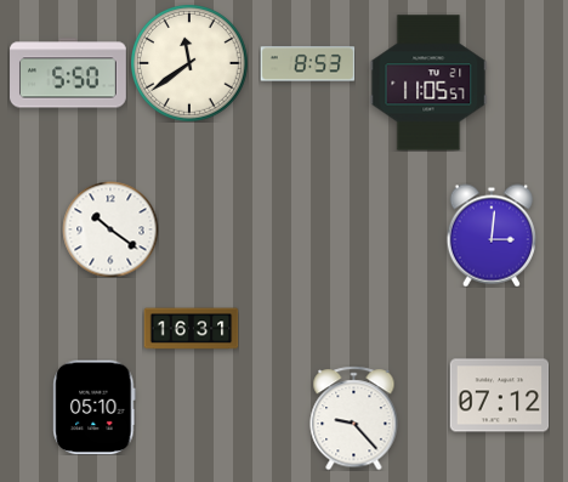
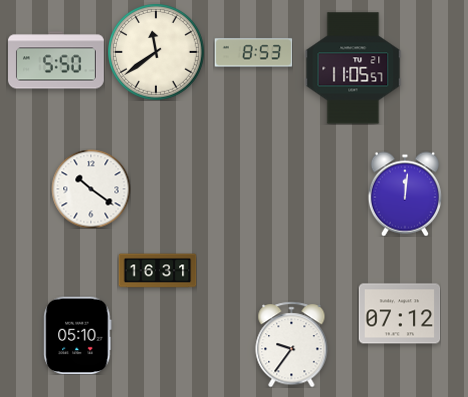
clock at (490, 236): 3:01 -> 12:01
clock at (499, 396) position: (499, 396) -> (399, 314)
clock at (354, 418): 9:23 -> 9:36
